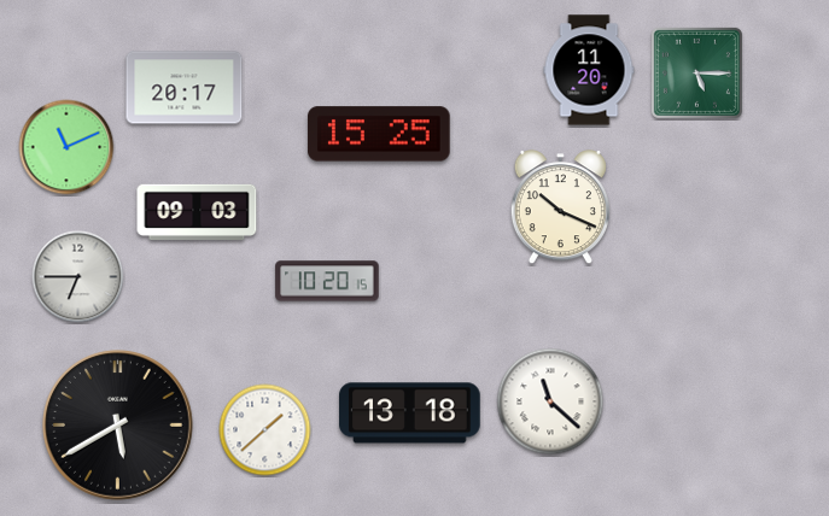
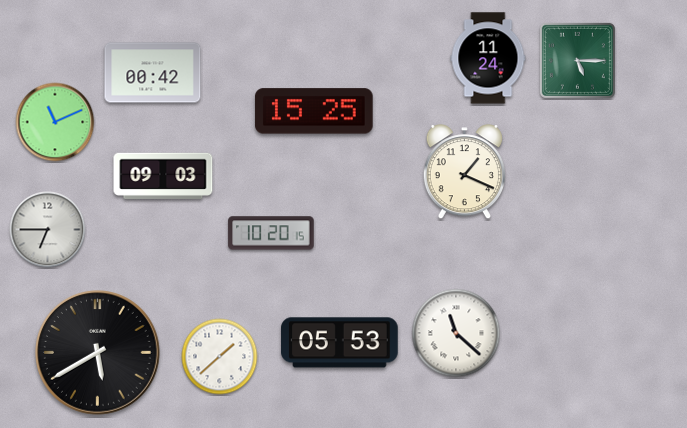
clock at (589, 70): 11:20 -> 11:24
clock at (185, 88): 20:17 -> 00:42
clock at (560, 207): 10:19 -> 1:19
clock at (78, 277) position: (78, 277) -> (48, 230)
clock at (410, 414): 13:18 -> 05:53
